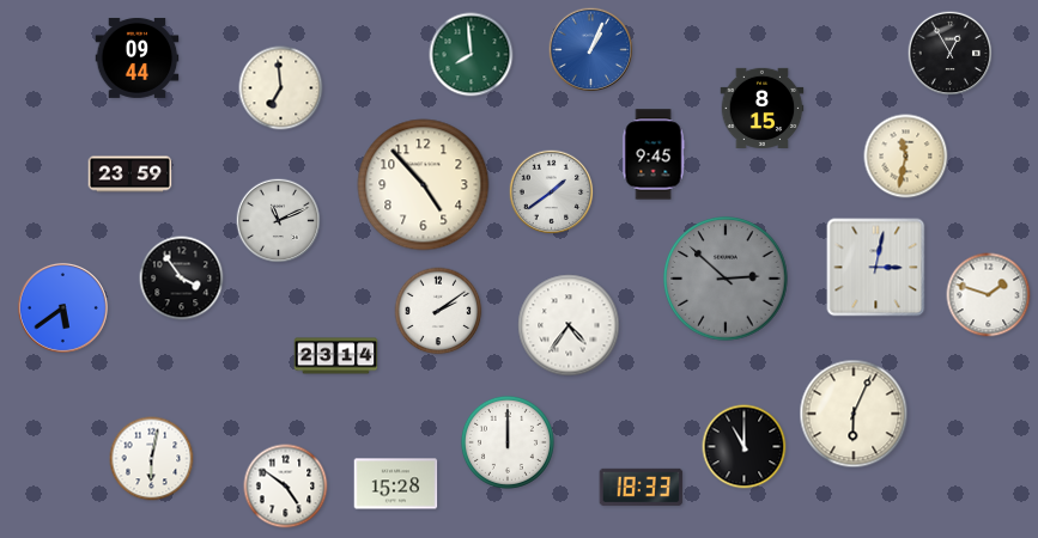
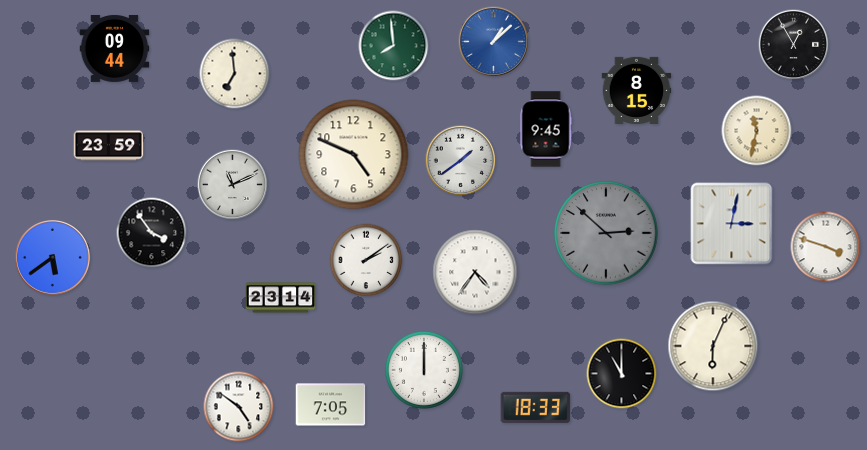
clock at (591, 50): 1:04 -> 1:08
clock at (424, 185): 4:53 -> 4:49
clock at (989, 295): 1:48 -> 3:48
clock at (152, 459): 6:02 -> none
clock at (396, 484): 15:28 -> 7:05
